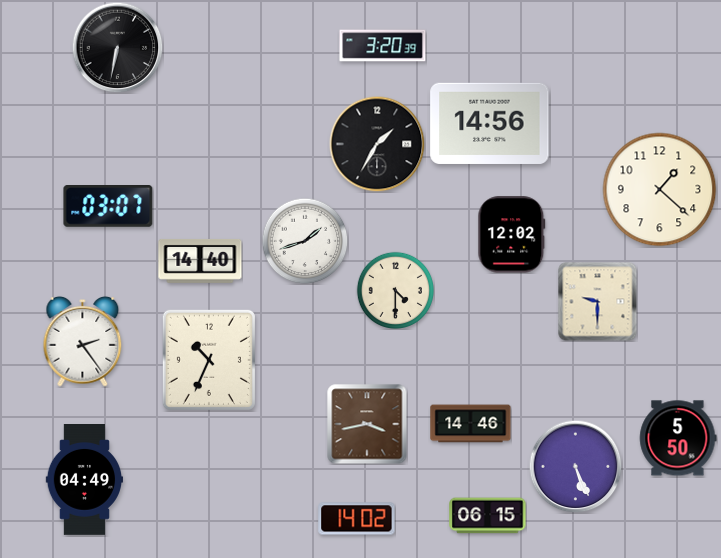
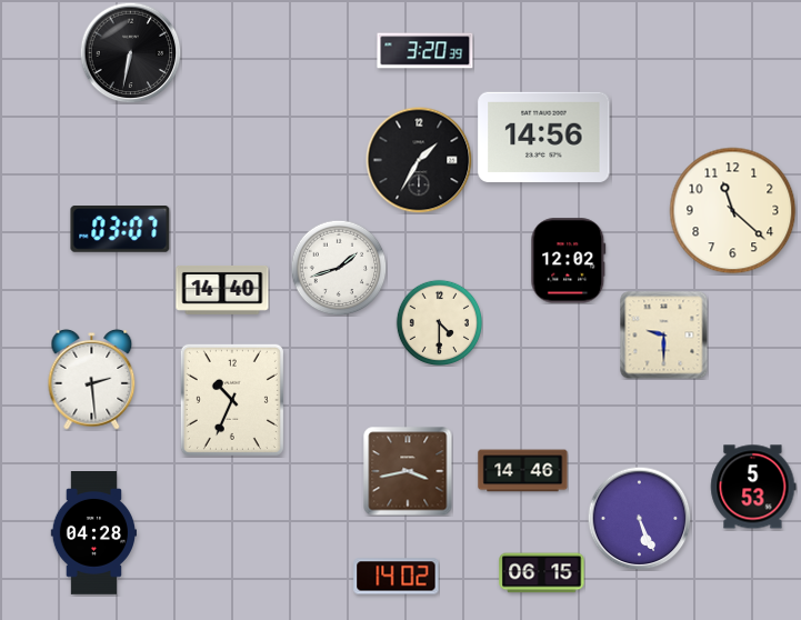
clock at (660, 190): 1:22 -> 11:22
clock at (83, 341): 2:24 -> 2:29
clock at (678, 438): 5:50 -> 5:53
clock at (85, 480): 04:49 -> 04:28
